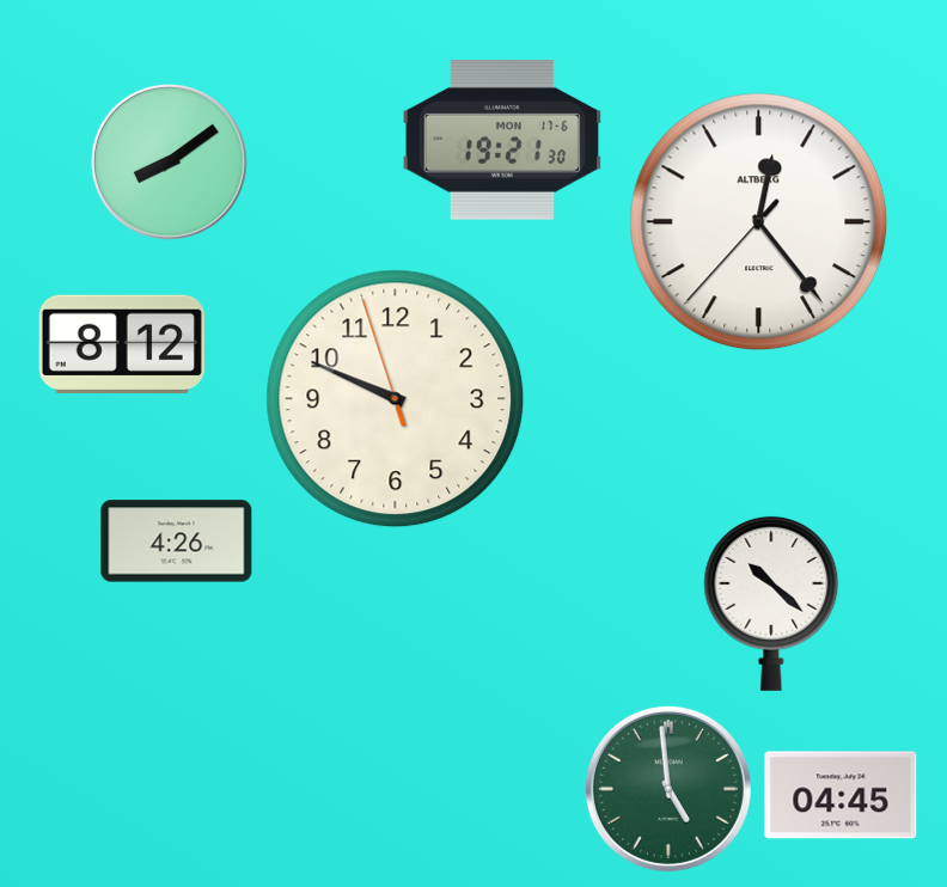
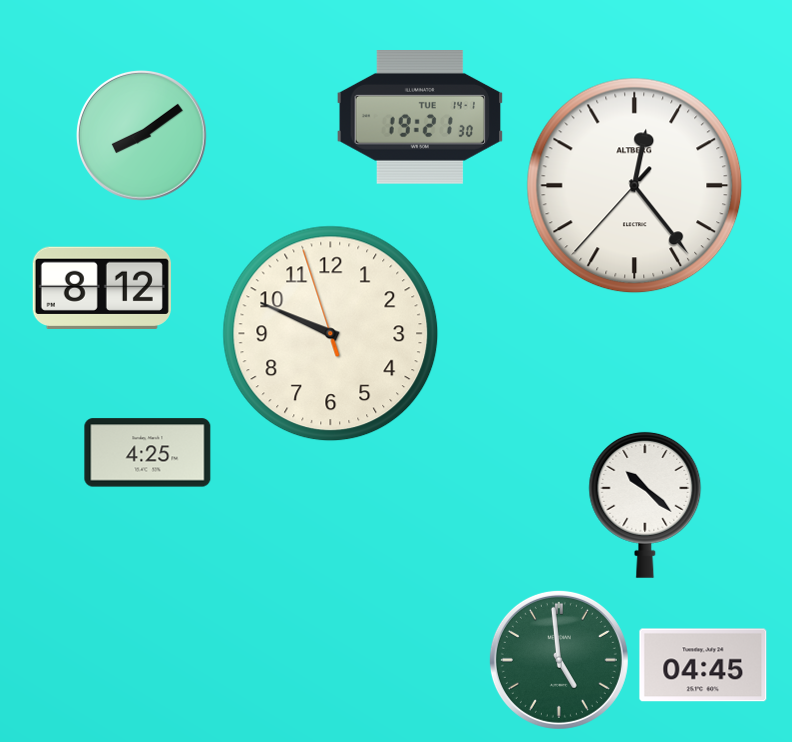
clock at (502, 141) date: MON 17-6 -> TUE 14-1
clock at (177, 542): 4:26 -> 4:25
